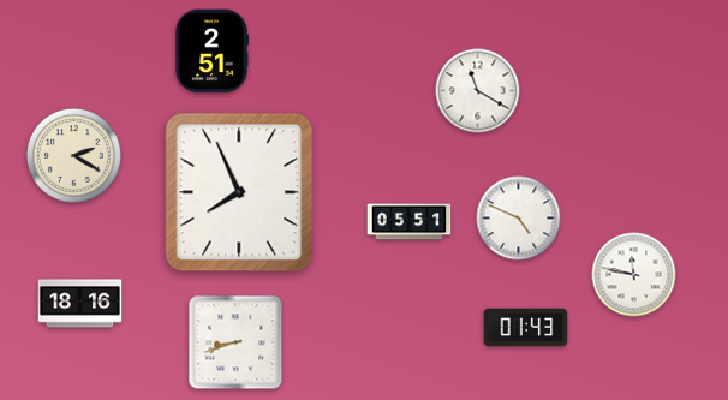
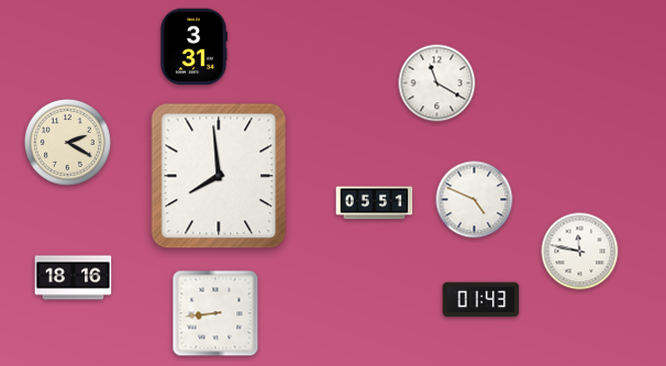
clock at (211, 52): 2:51 -> 3:31
clock at (239, 192): 7:56 -> 7:59
clock at (235, 342): 8:42 -> 8:44
